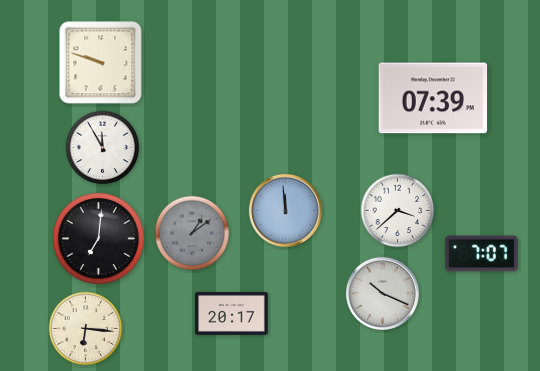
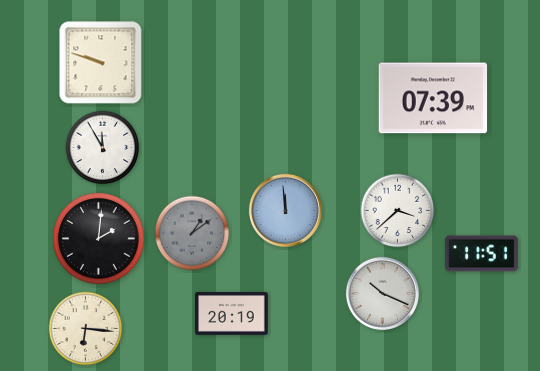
clock at (99, 239): 7:01 -> 2:01
clock at (482, 254): 7:07 -> 11:51
clock at (232, 313): 20:17 -> 20:19
